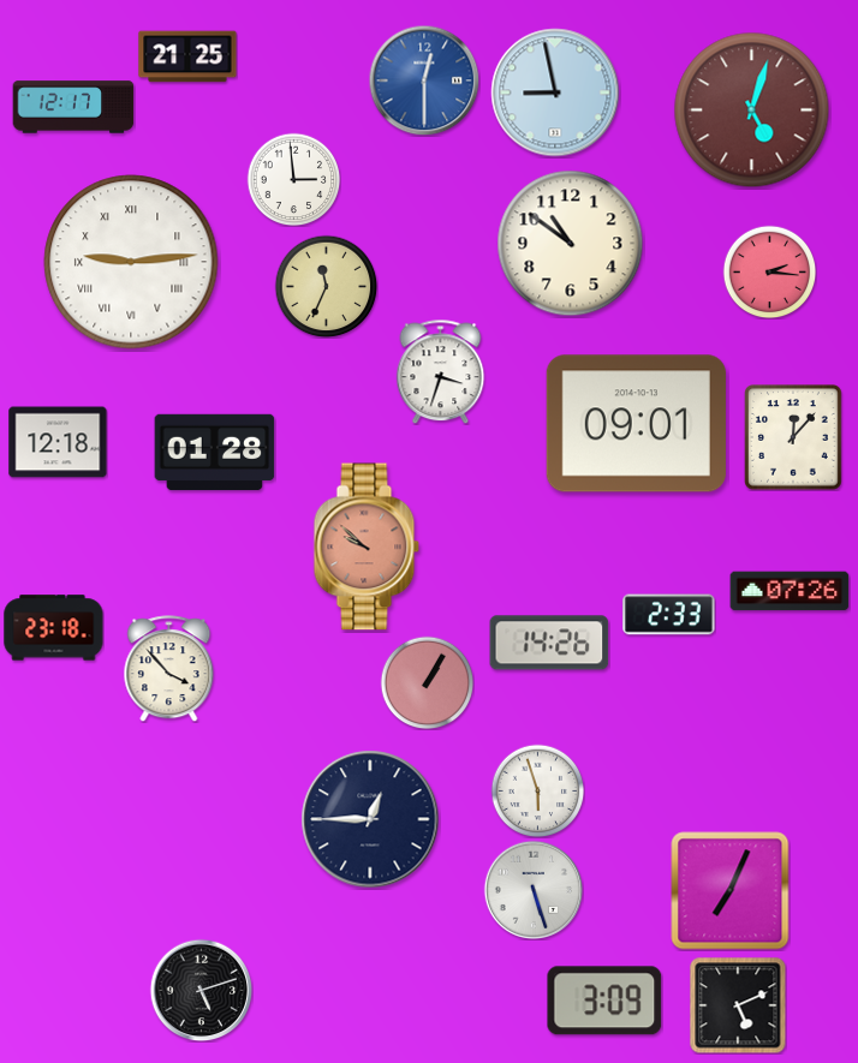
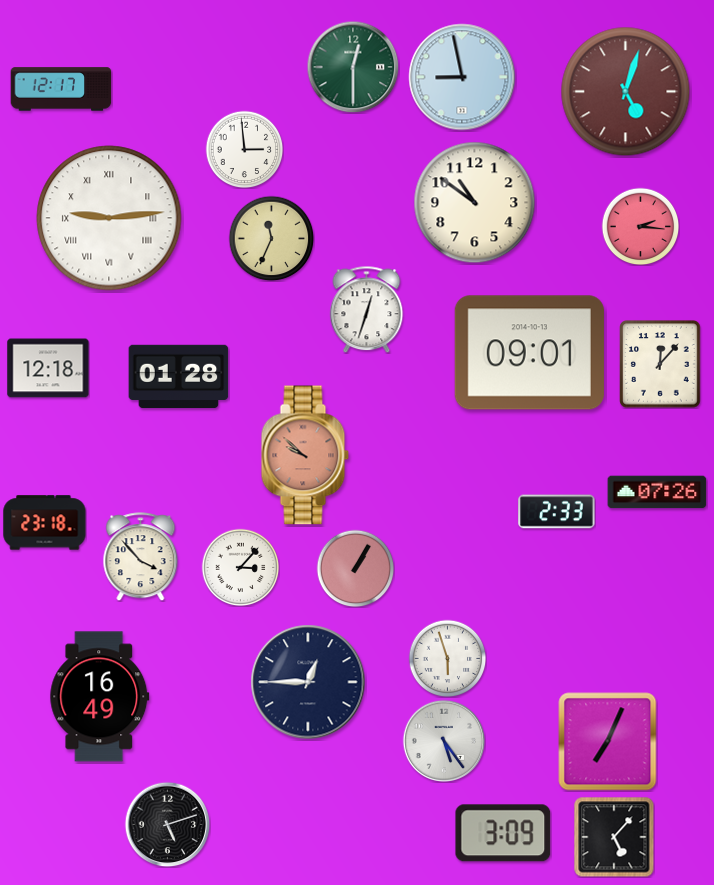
clock at (187, 56): 21:25 -> none
clock at (424, 80) dial: blue -> green
clock at (441, 371): 3:33 -> 12:33
clock at (549, 643): 14:26 -> none
clock at (240, 567): none -> 3:07
clock at (100, 697): none -> 16:49
clock at (532, 889): 5:27 -> 5:24
clock at (738, 1005): 5:11 -> 5:07
